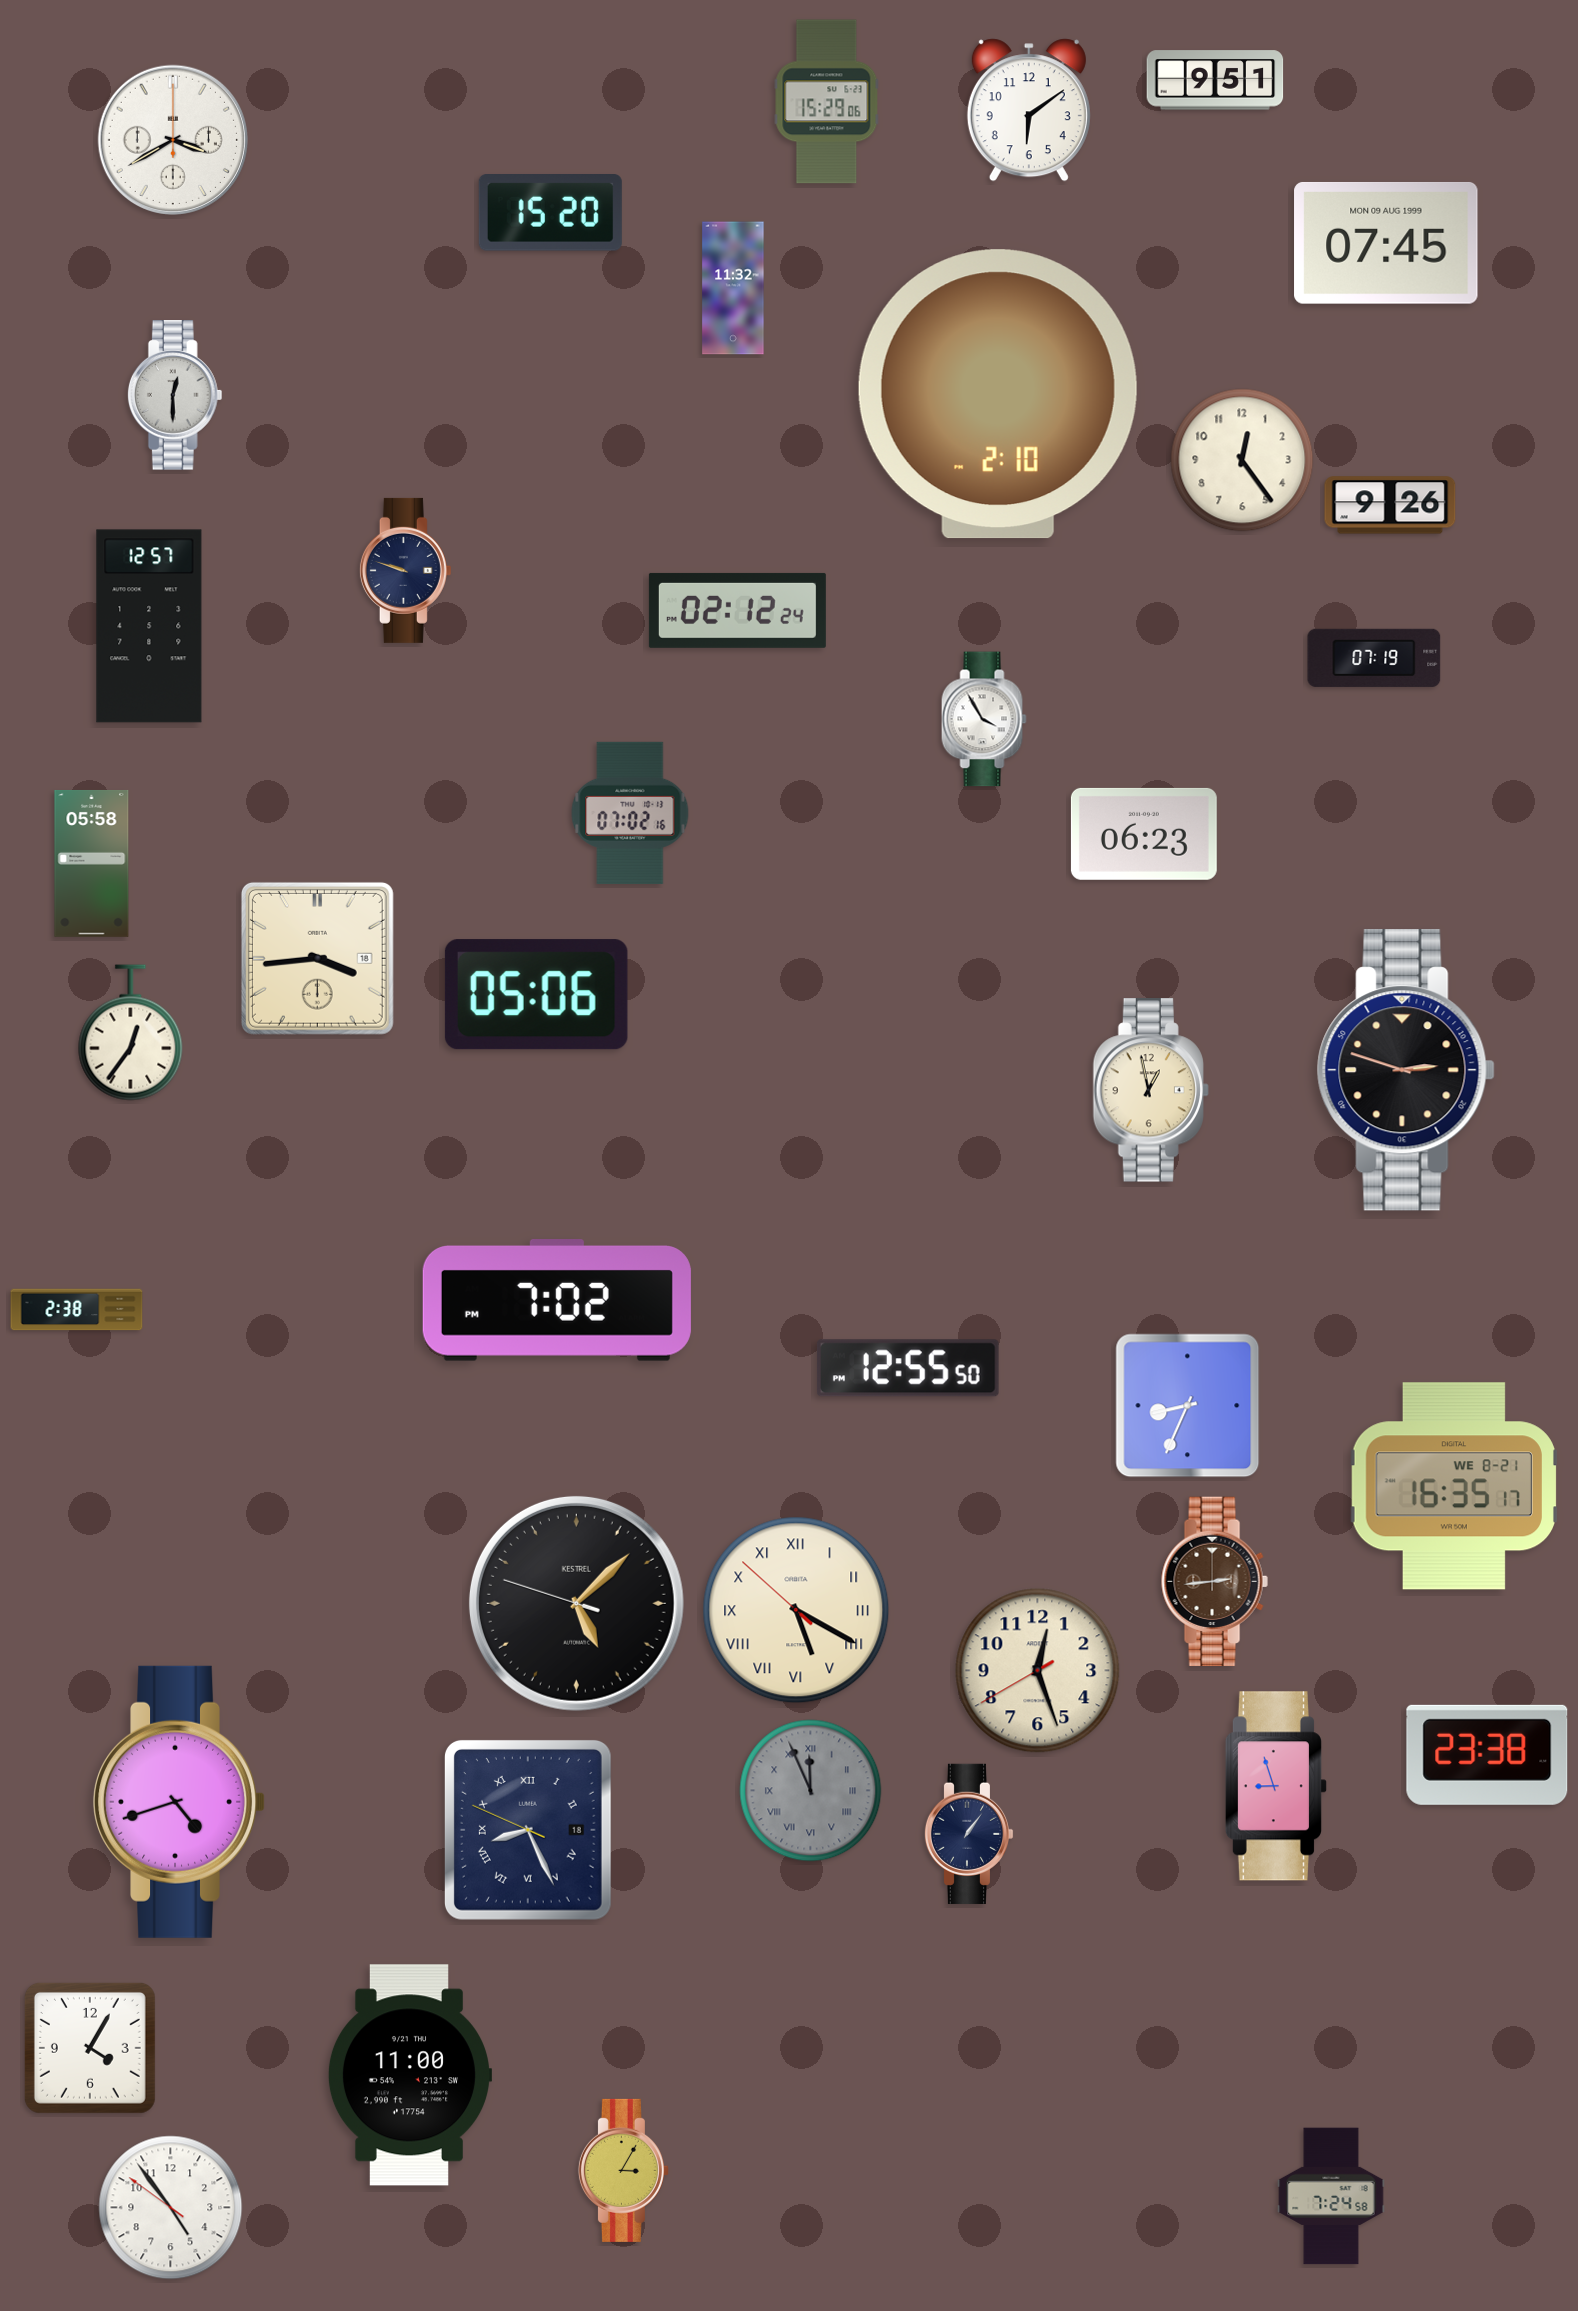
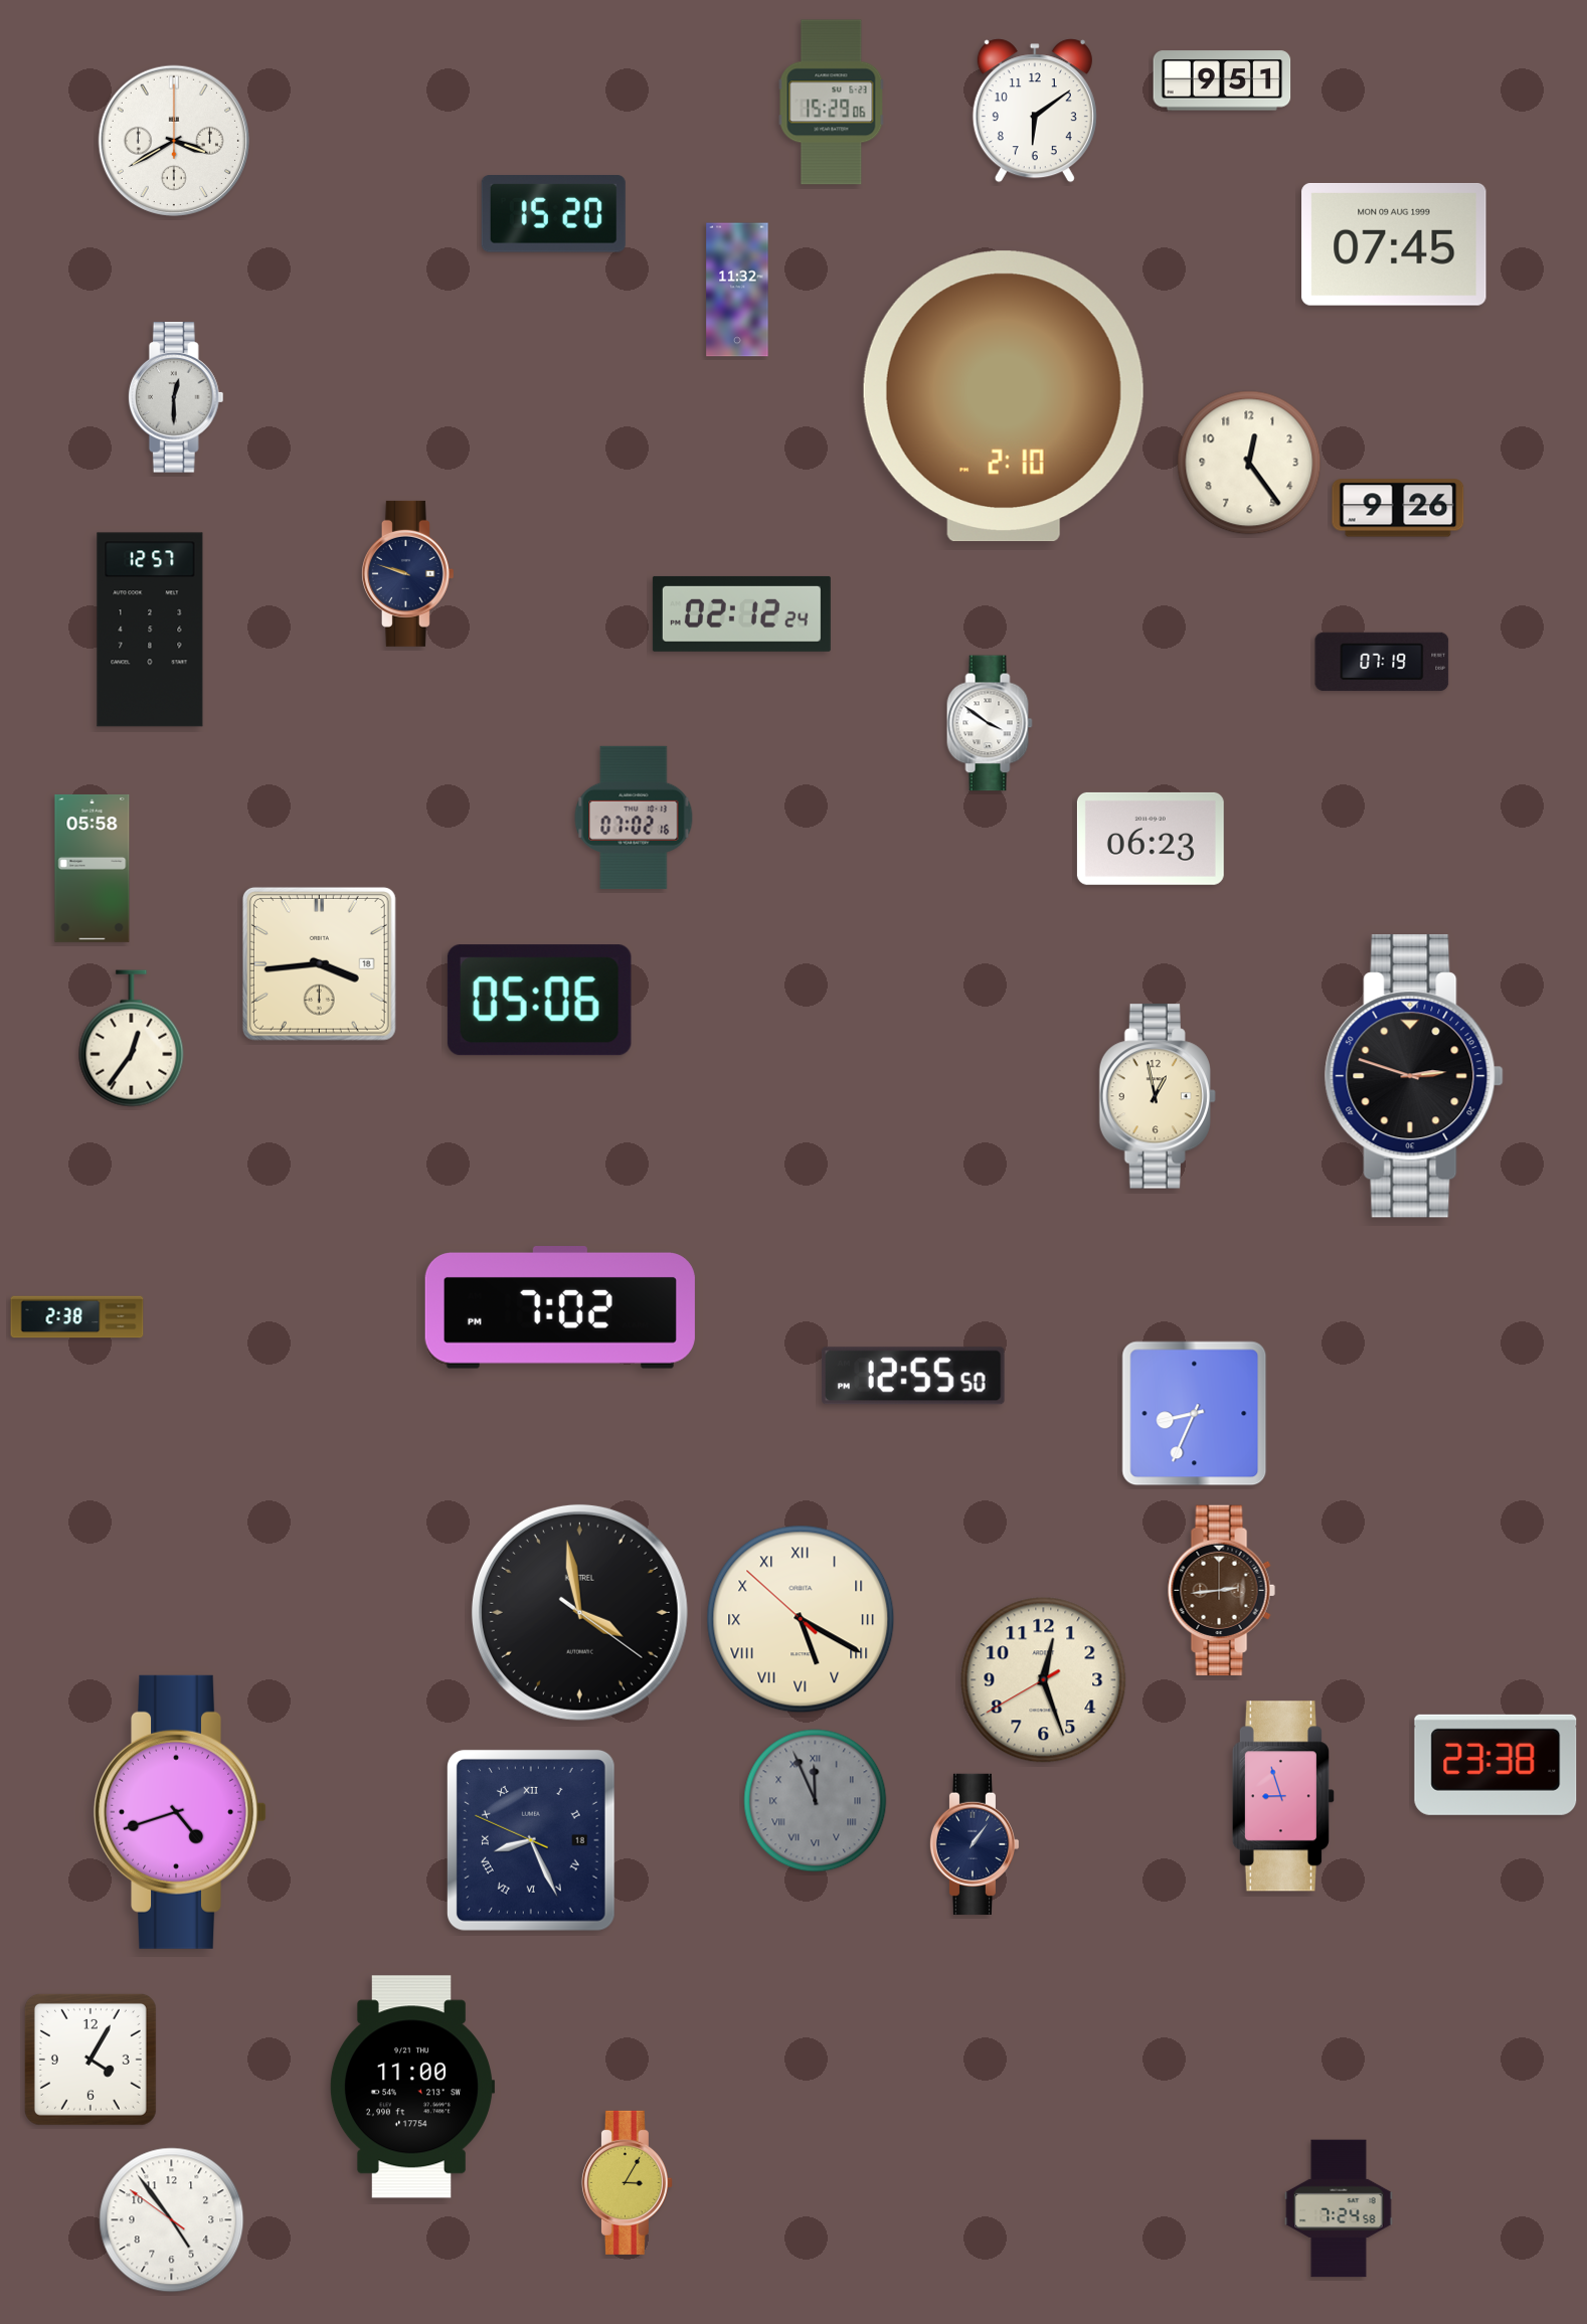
clock at (984, 719): 3:55 -> 3:51
clock at (1454, 1486): 16:35 -> none
clock at (576, 1603): 5:07 -> 3:58
